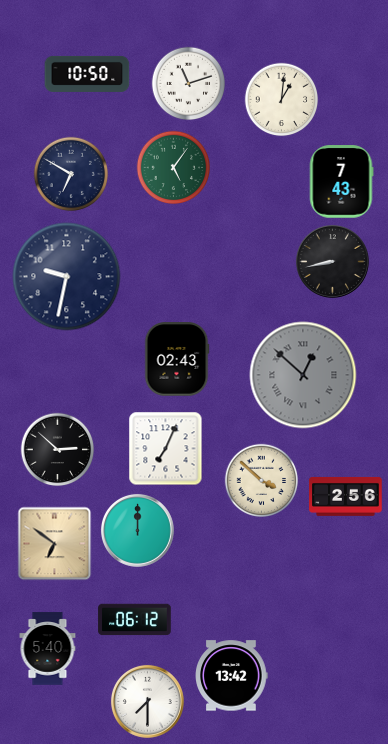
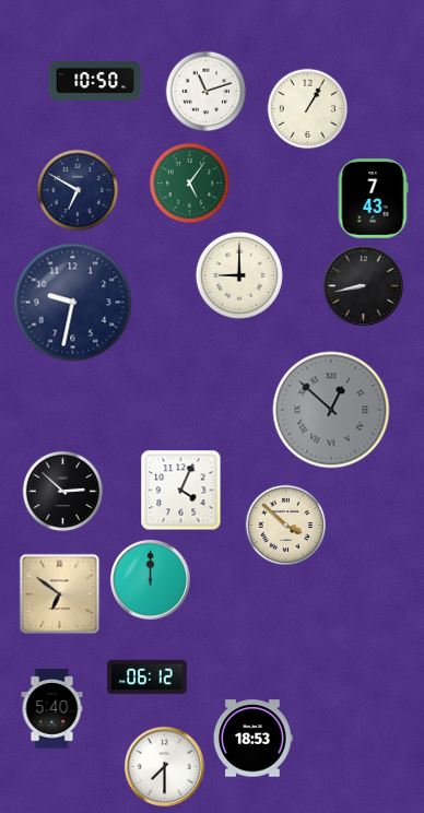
clock at (282, 100): 1:01 -> 1:05
clock at (239, 275): none -> 9:00
clock at (177, 359): 02:43 -> none
clock at (166, 449): 7:04 -> 4:04
clock at (346, 496): 2:56 -> none
clock at (232, 676): 13:42 -> 18:53
clock at (147, 701) position: (147, 701) -> (164, 766)
